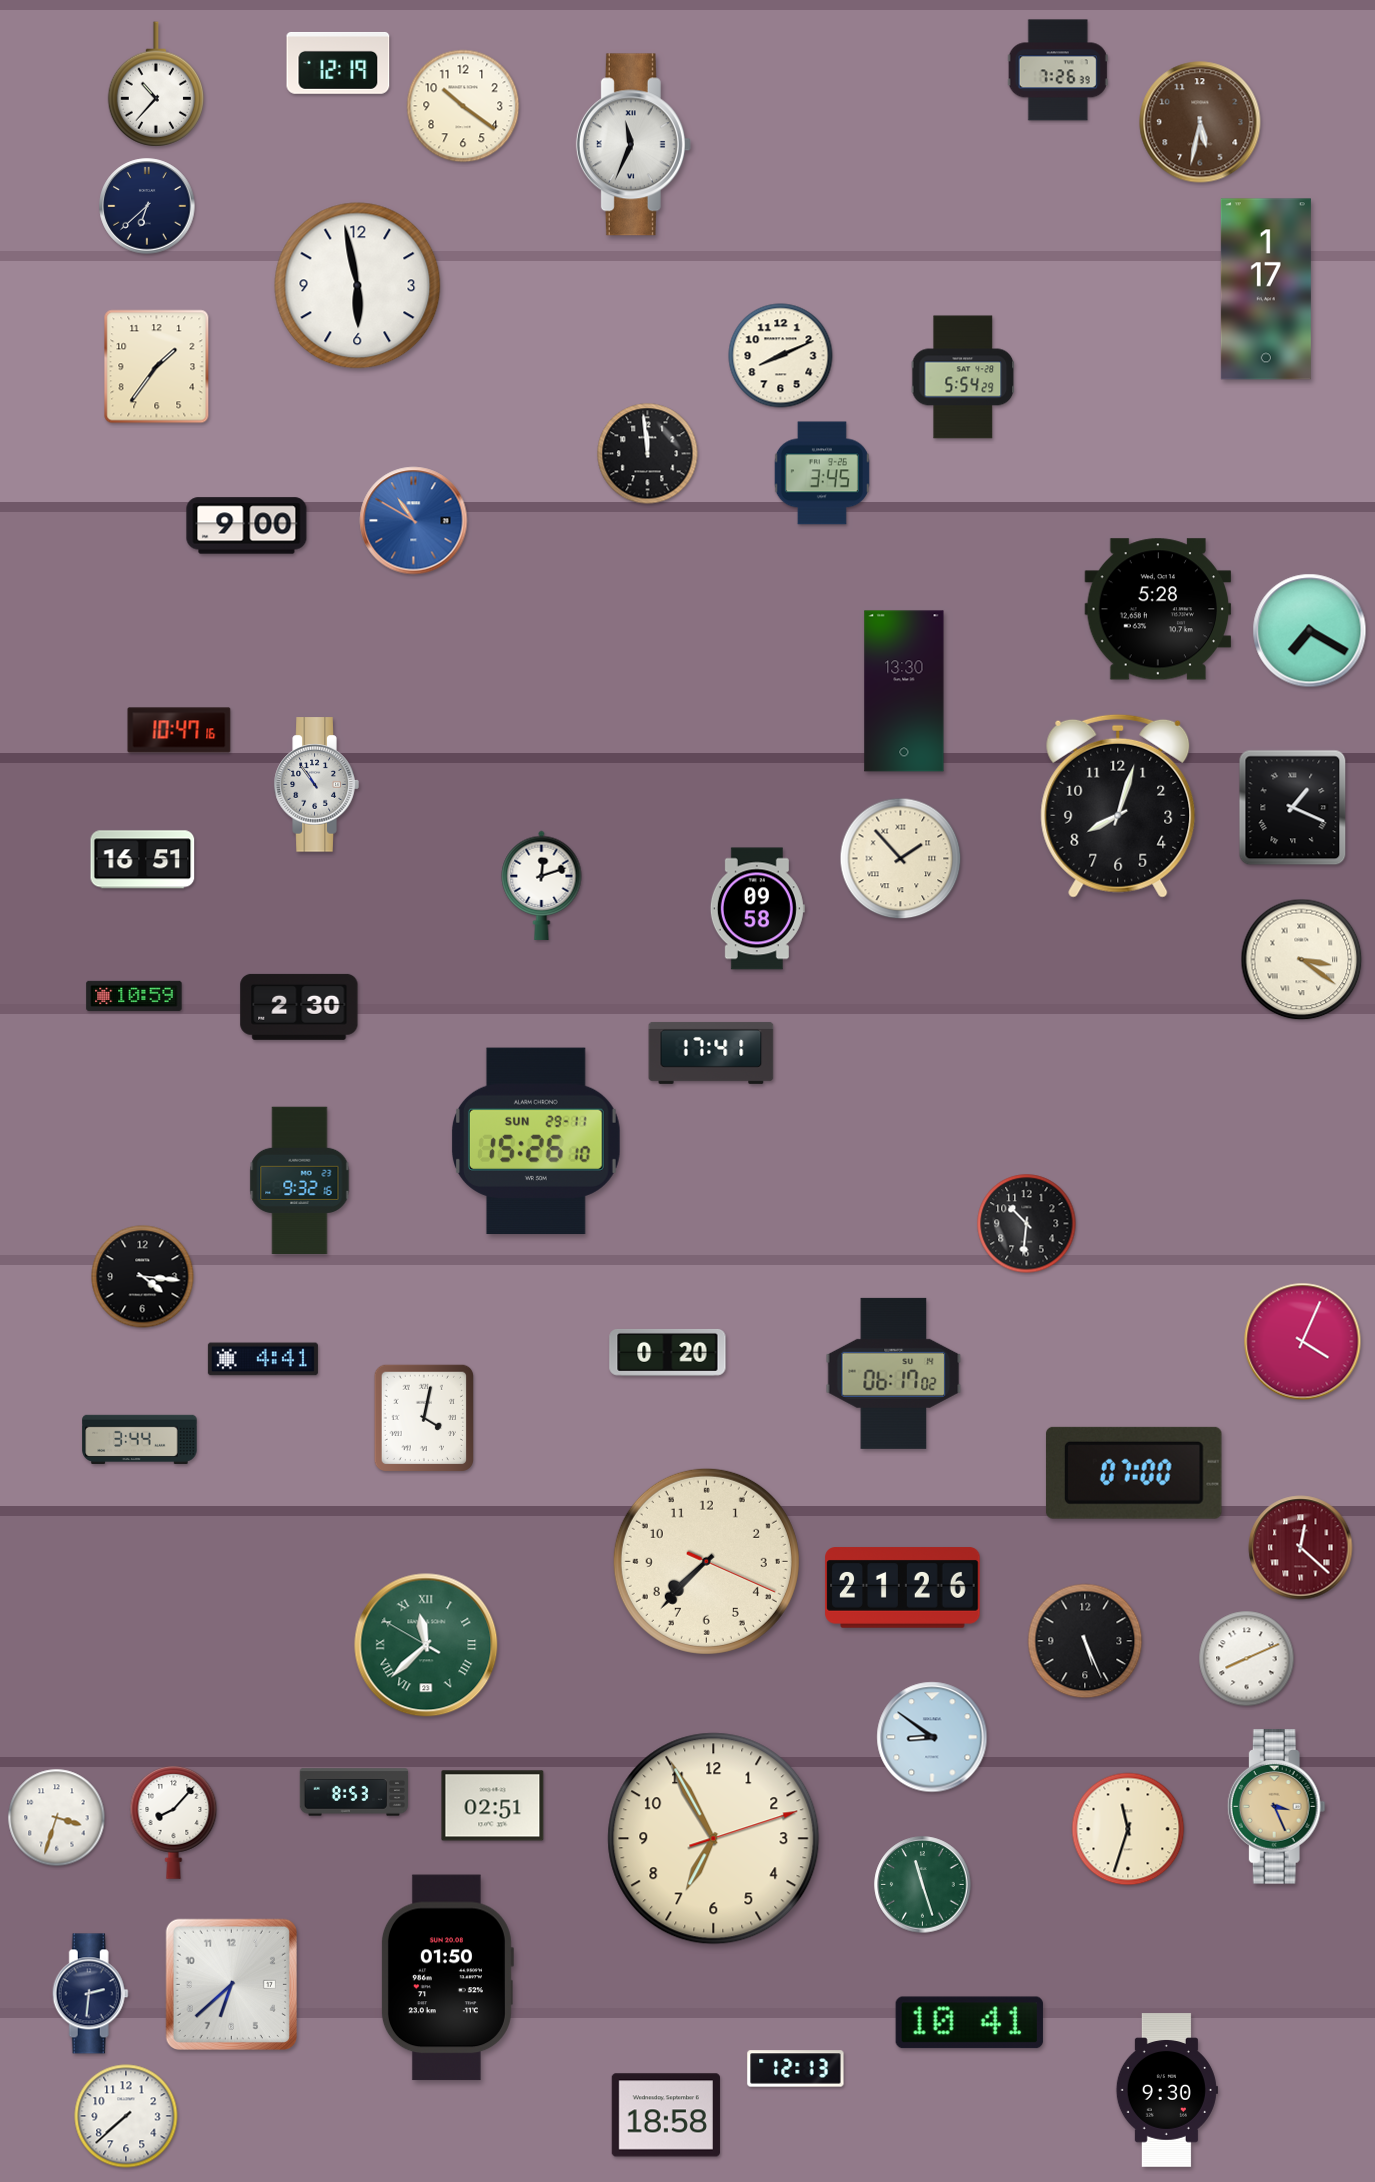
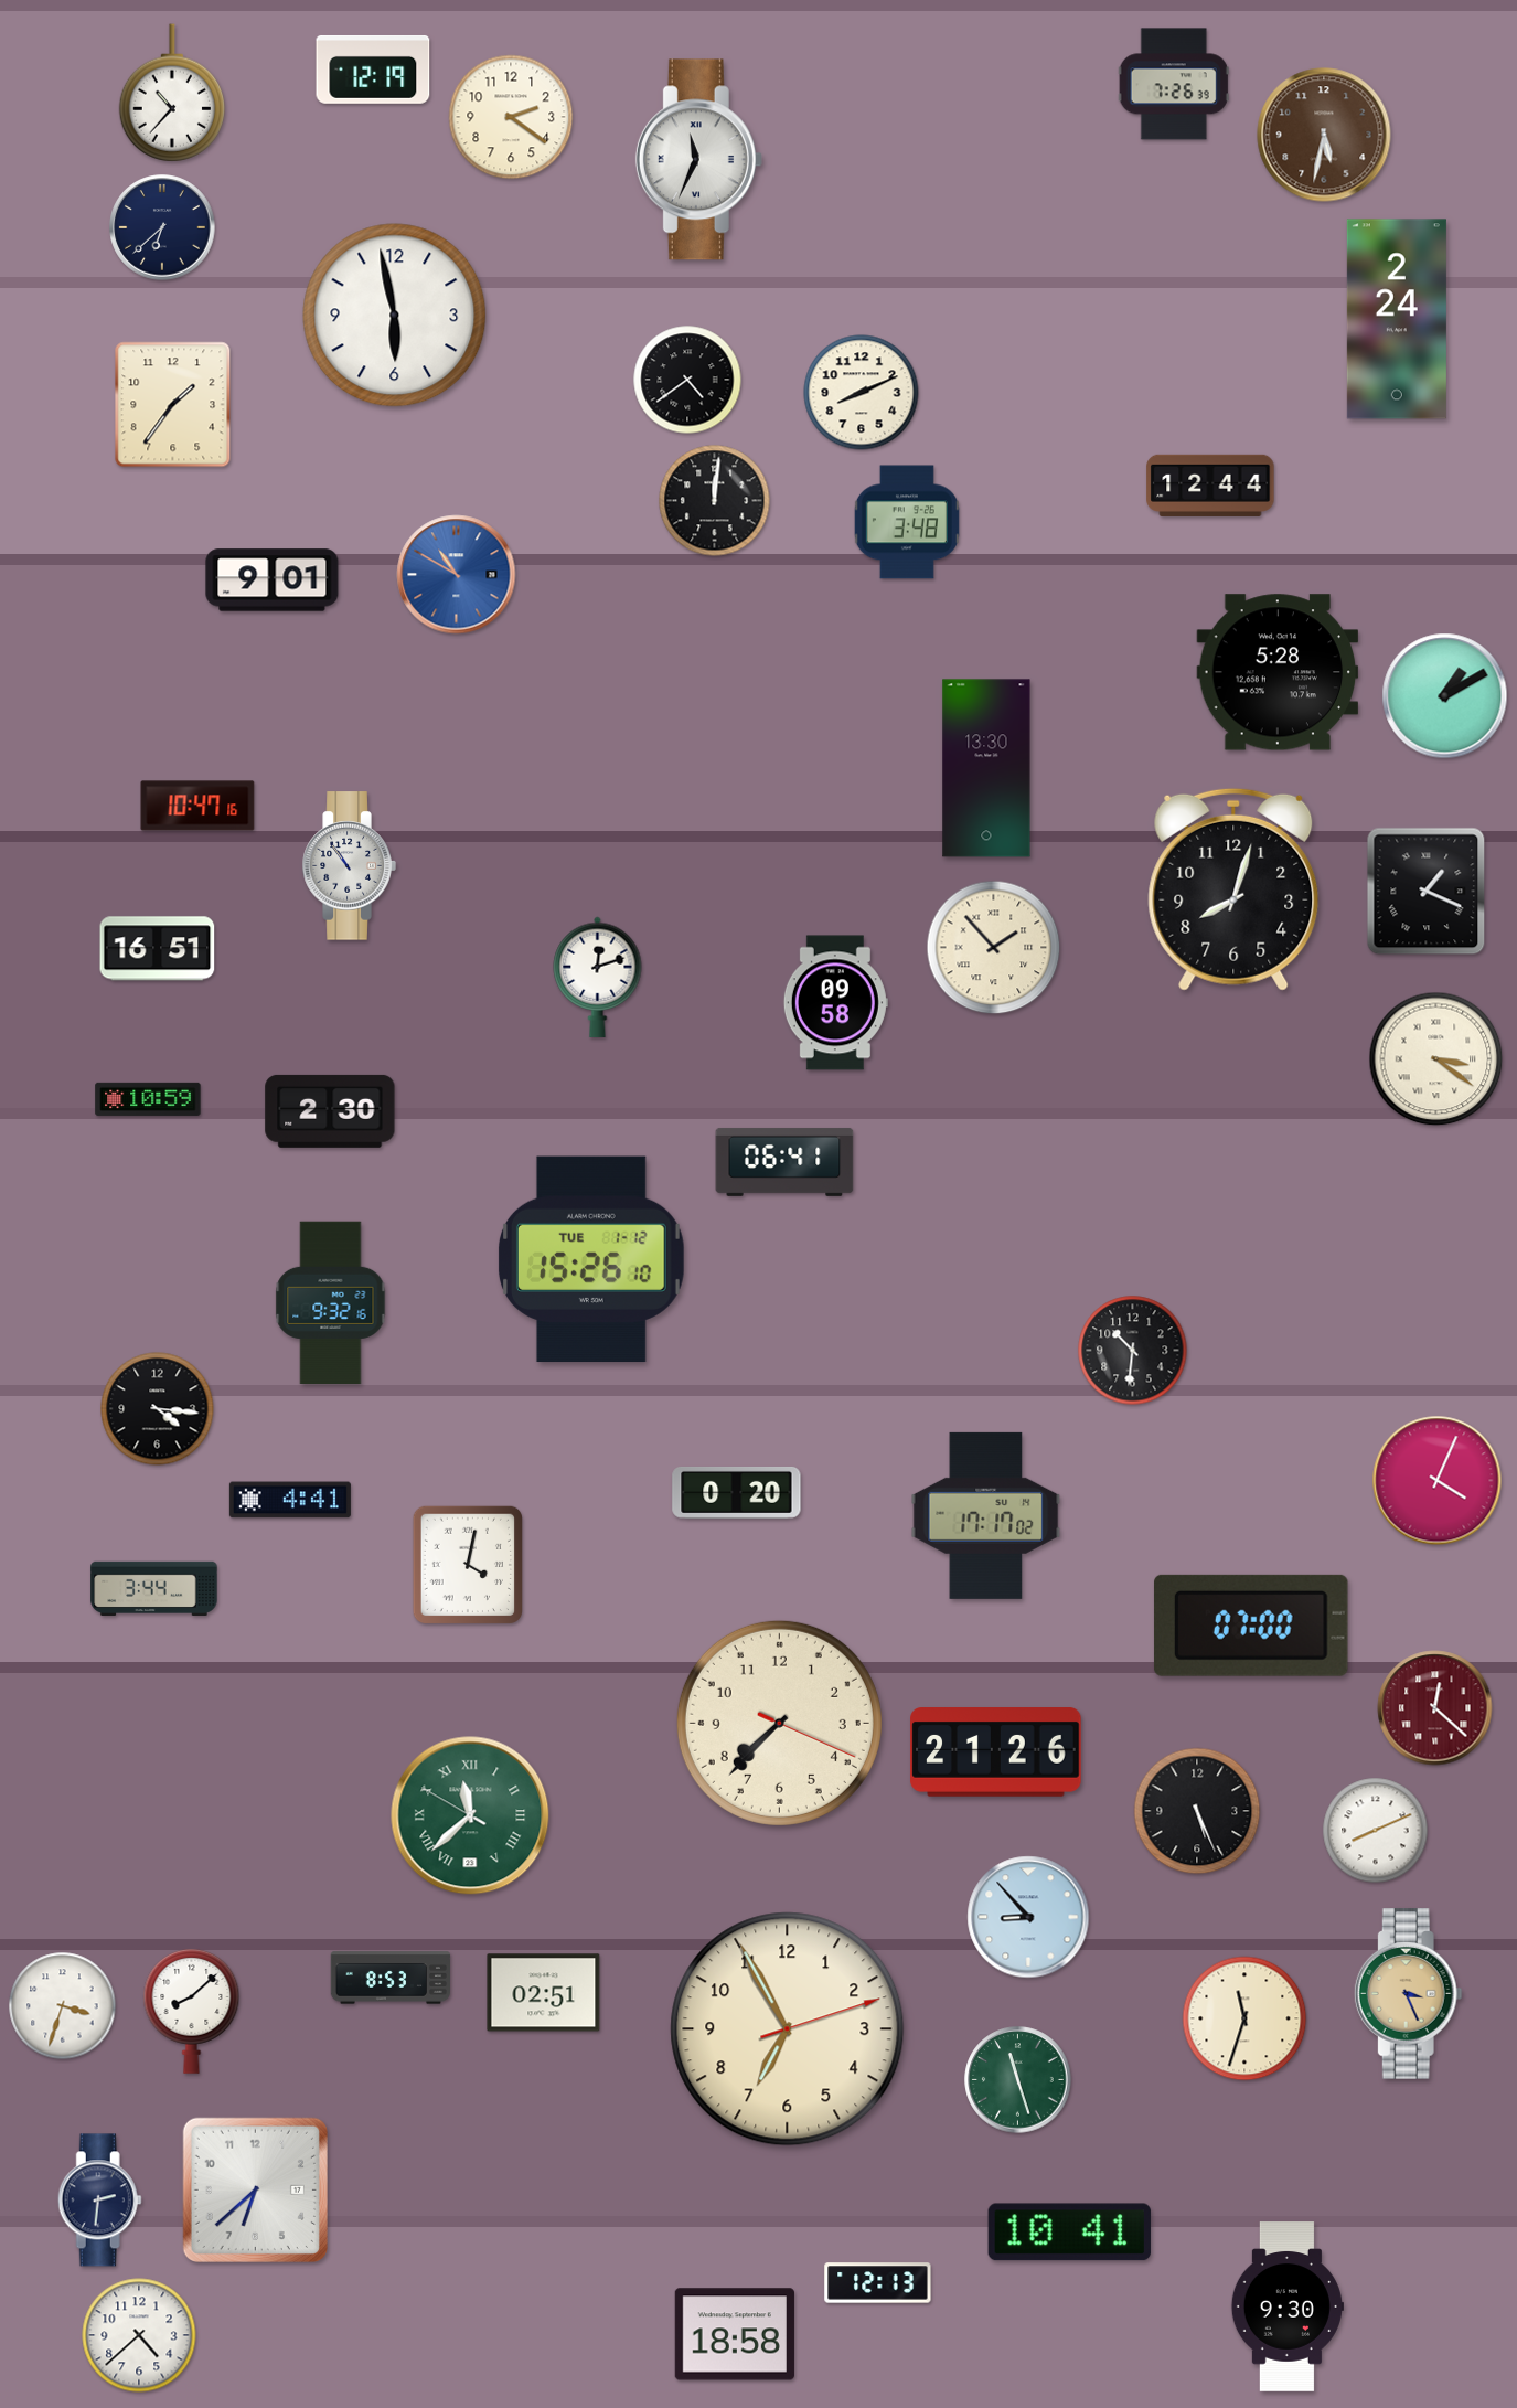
clock at (1058, 70) position: (1058, 70) -> (1174, 84)
clock at (463, 106): 10:21 -> 2:21
clock at (1266, 289): 1:17 -> 2:24
clock at (687, 380): none -> 4:39
clock at (963, 377): 5:54 -> none
clock at (1210, 486): none -> 12:44
clock at (648, 454): 11:59 -> 12:01
clock at (822, 473): 3:45 -> 3:48
clock at (247, 526): 9:00 -> 9:01
clock at (1310, 631): 7:20 -> 1:10
clock at (904, 691) position: (904, 691) -> (986, 768)
clock at (711, 1053): 17:41 -> 06:41
clock at (536, 1141) date: SUN 29-11 -> TUE 1-12
clock at (894, 1373): 06:17 -> 17:17
clock at (932, 1737): 8:51 -> 8:53
clock at (174, 1822): 8:07 -> 8:08
clock at (447, 1978): 01:50 -> none
clock at (126, 2116): 7:38 -> 4:38
